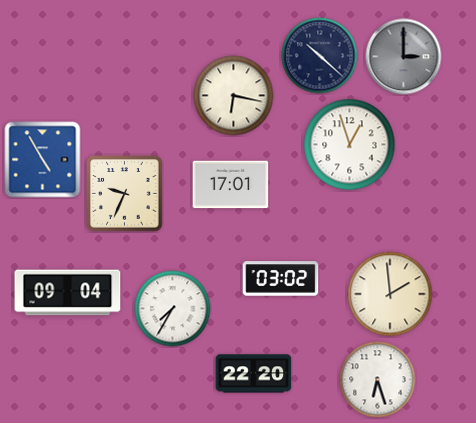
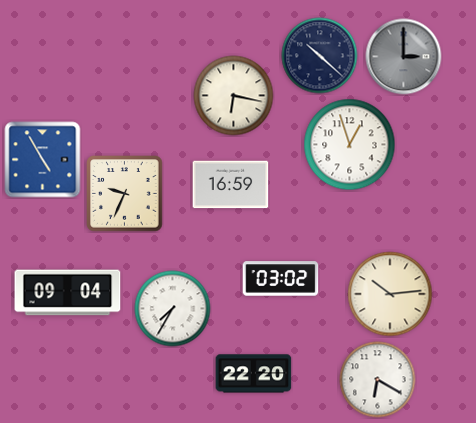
clock at (231, 185): 17:01 -> 16:59
clock at (390, 294): 1:59 -> 10:14
clock at (378, 380): 6:27 -> 6:20
